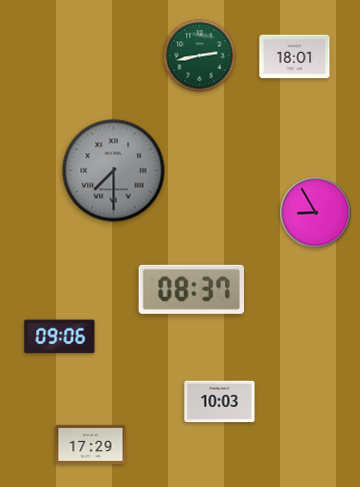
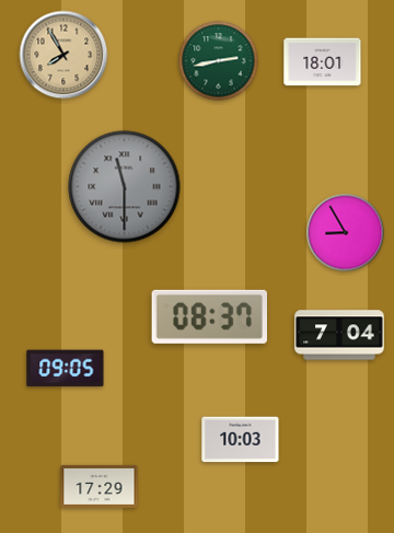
clock at (63, 55): none -> 7:55
clock at (114, 171): 7:30 -> 11:30
clock at (339, 335): none -> 7:04
clock at (60, 337): 09:06 -> 09:05
